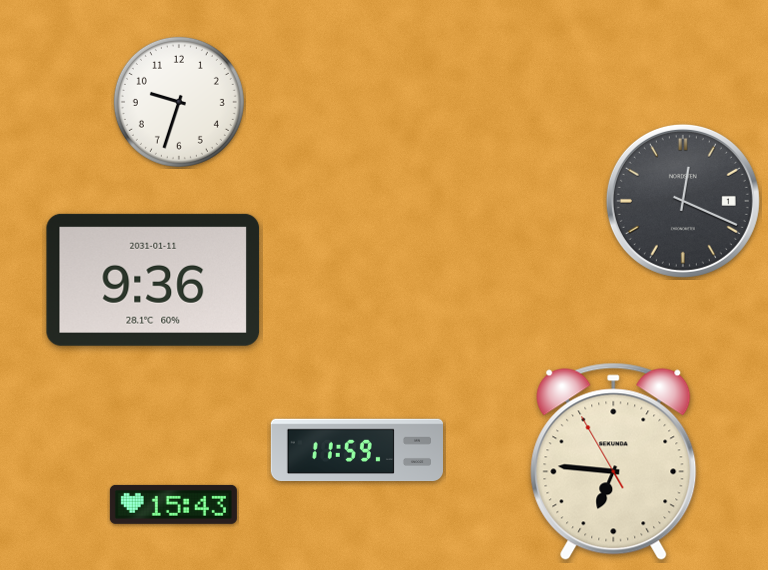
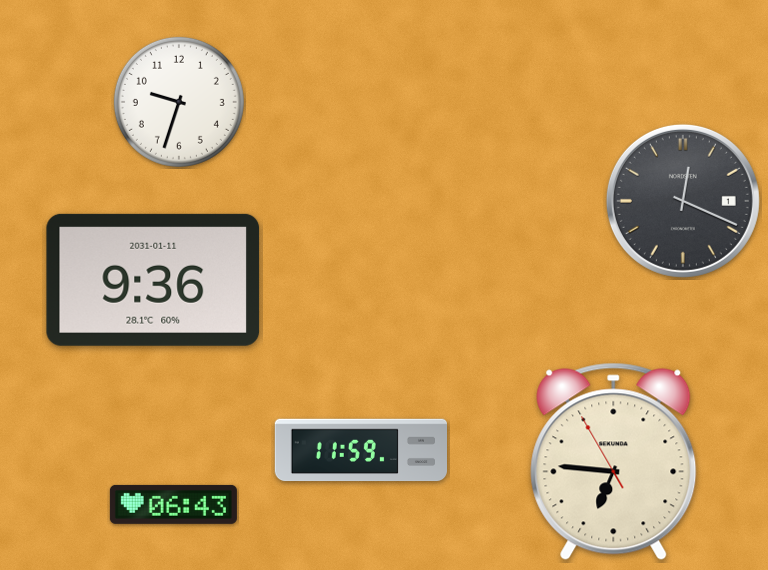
clock at (356, 450) position: (356, 450) -> (360, 450)
clock at (173, 504): 15:43 -> 06:43
